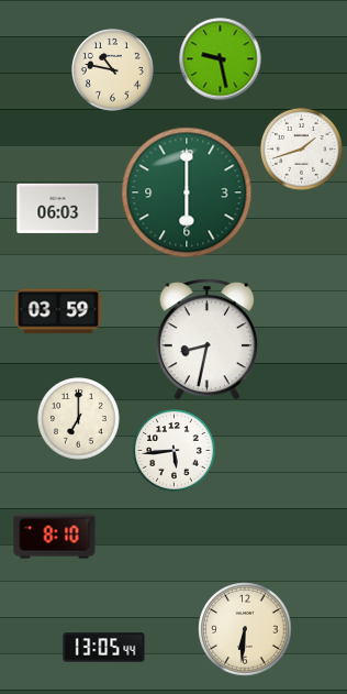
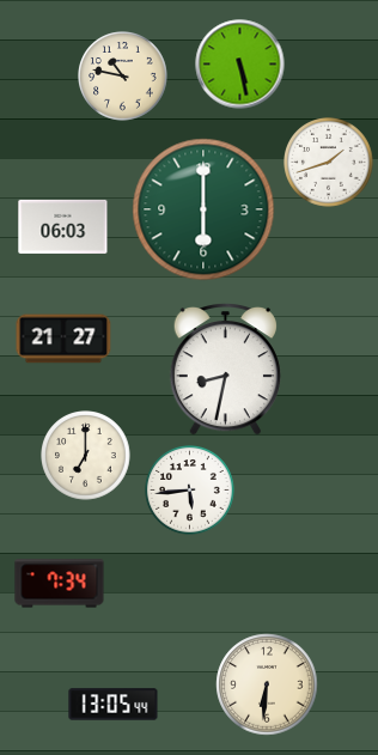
clock at (221, 59): 9:28 -> 5:28
clock at (58, 311): 03:59 -> 21:27
clock at (55, 537): 8:10 -> 7:34
